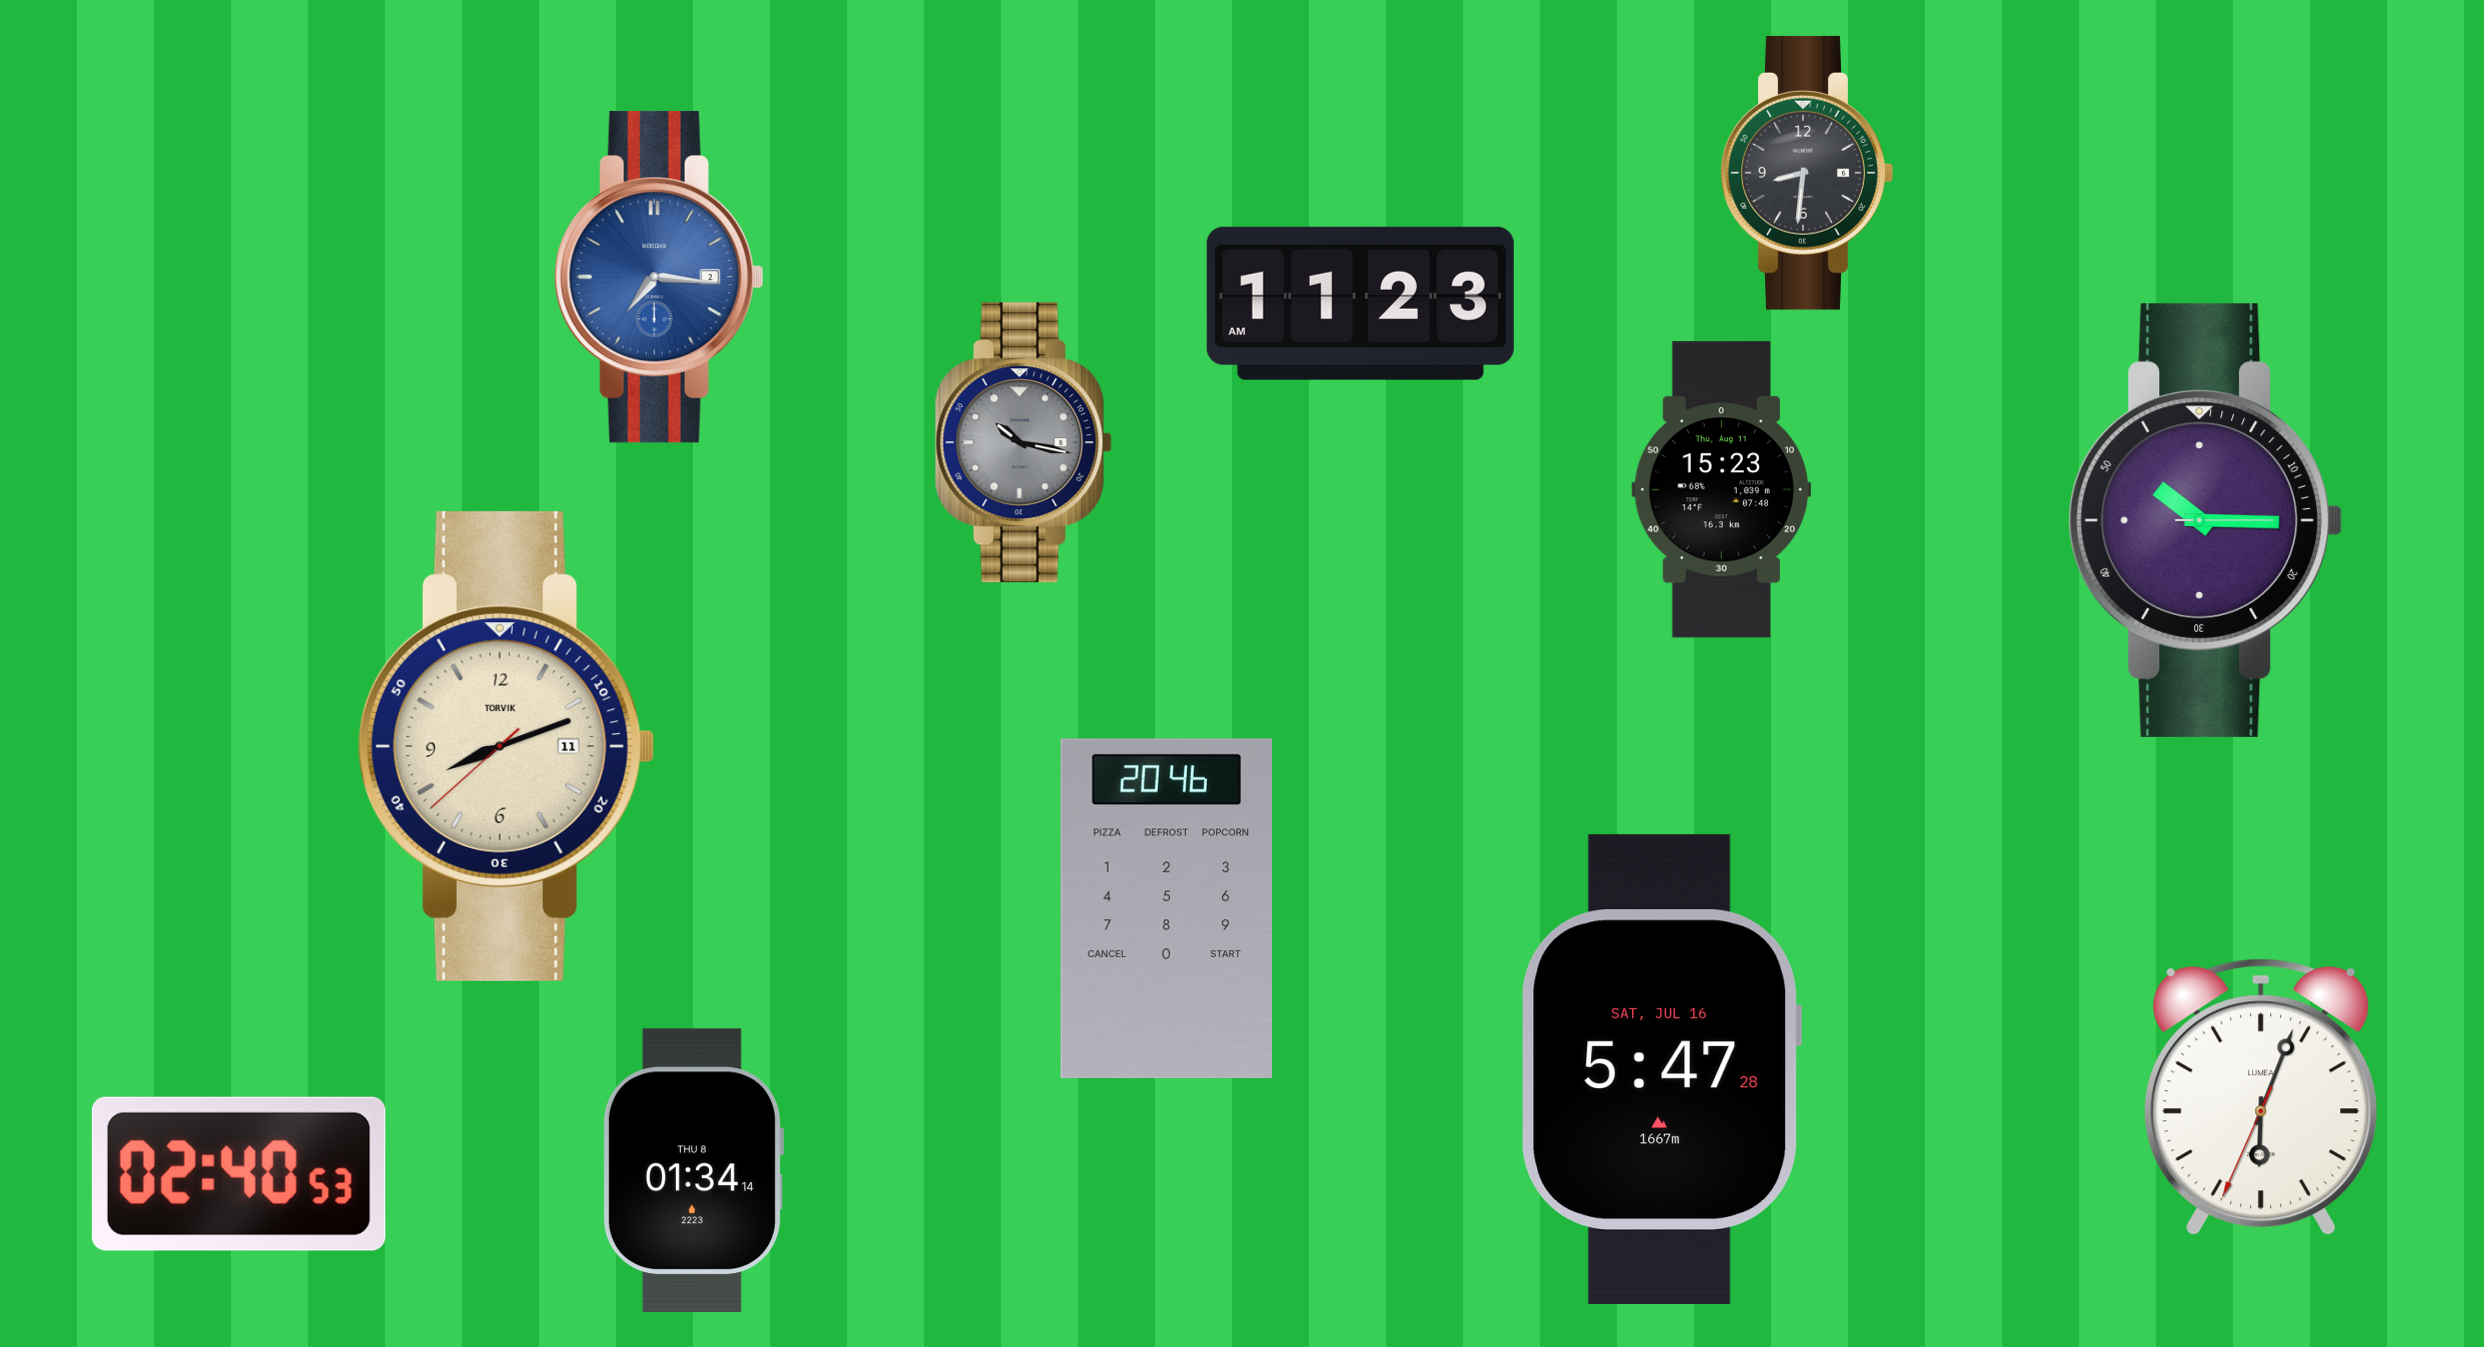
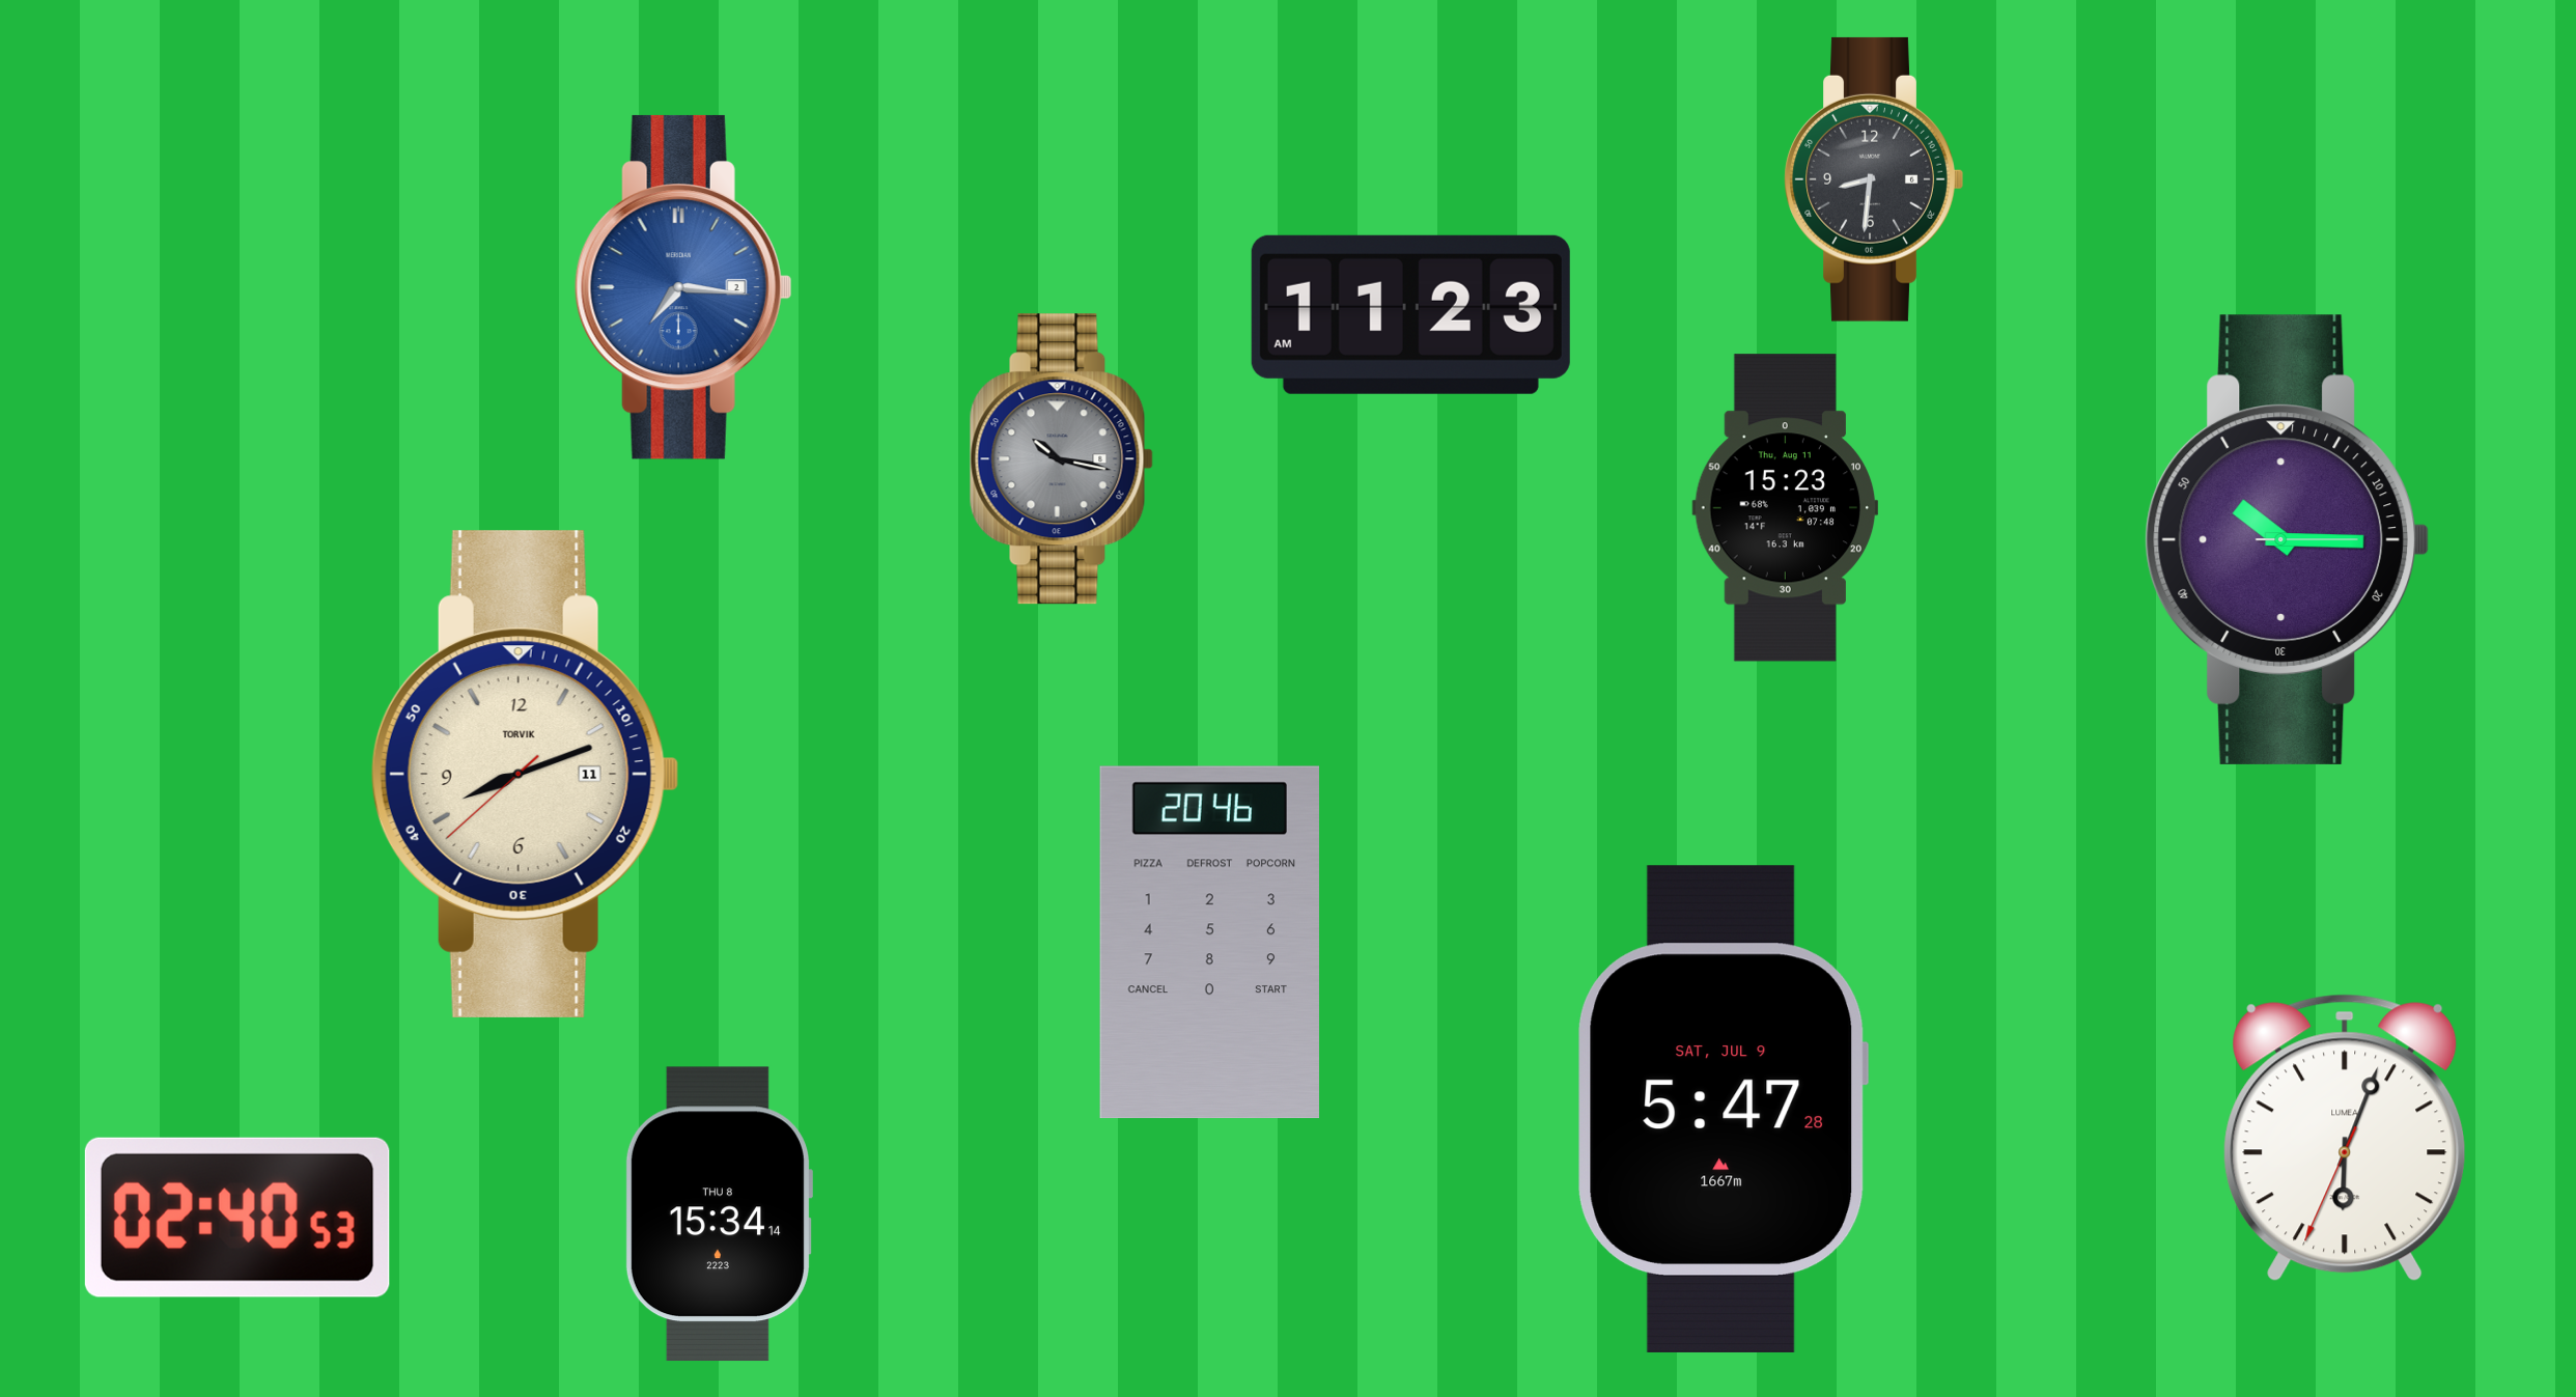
clock at (1662, 1069) date: SAT, JUL 16 -> SAT, JUL 9
clock at (693, 1171): 01:34 -> 15:34
clock at (239, 1174) position: (239, 1174) -> (237, 1218)
